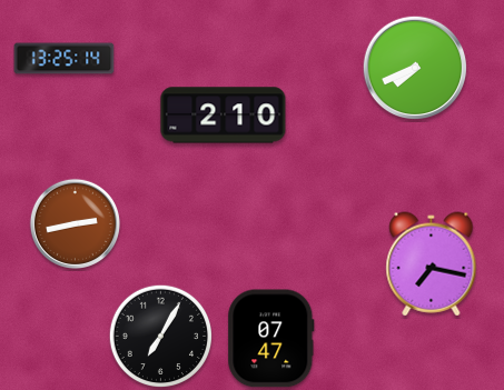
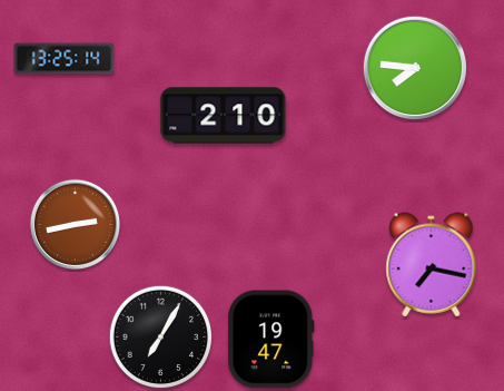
clock at (415, 68): 7:41 -> 7:46
clock at (271, 339): 07:47 -> 19:47
